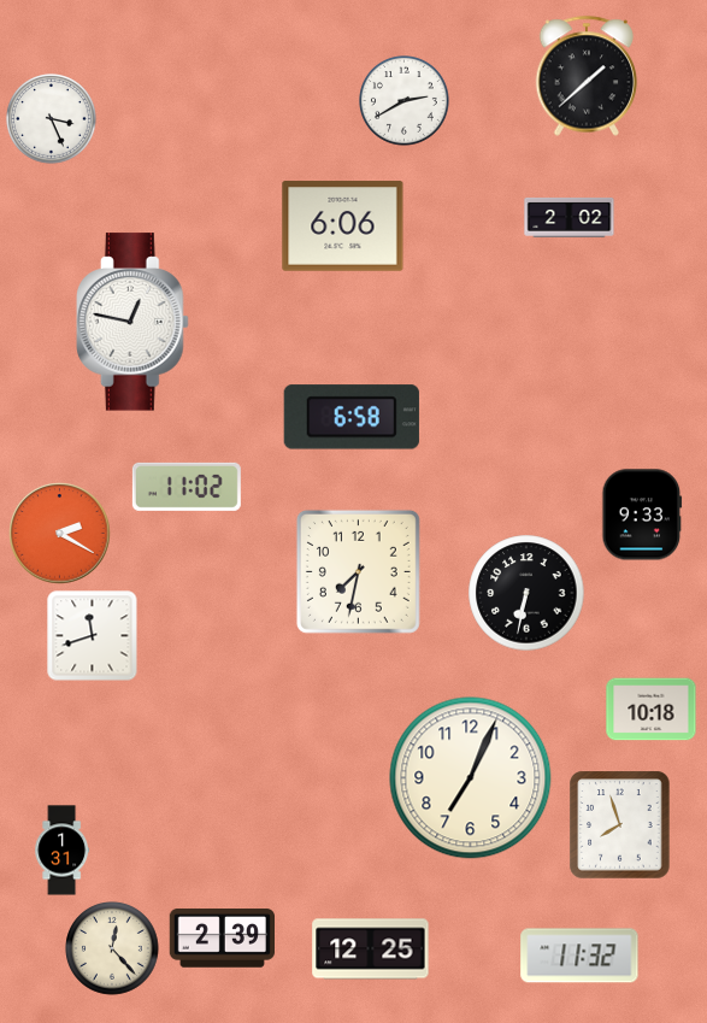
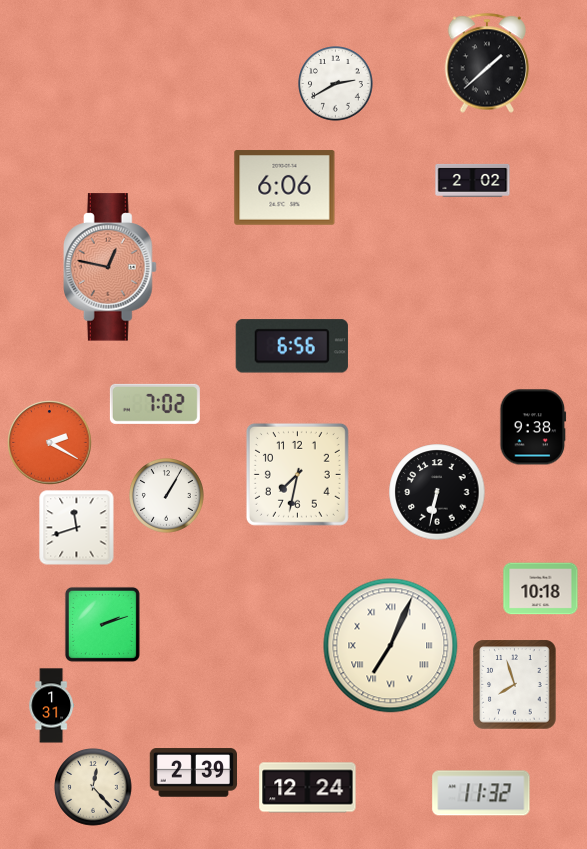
clock at (52, 119): 3:26 -> none
clock at (134, 322) dial: white -> salmon
clock at (352, 417): 6:58 -> 6:56
clock at (187, 487): 11:02 -> 7:02
clock at (642, 515): 9:33 -> 9:38
clock at (167, 496): none -> 1:05
clock at (102, 624): none -> 2:12
clock at (471, 778) numerals: Arabic -> Roman
clock at (222, 939) position: (222, 939) -> (193, 773)
clock at (371, 949): 12:25 -> 12:24
